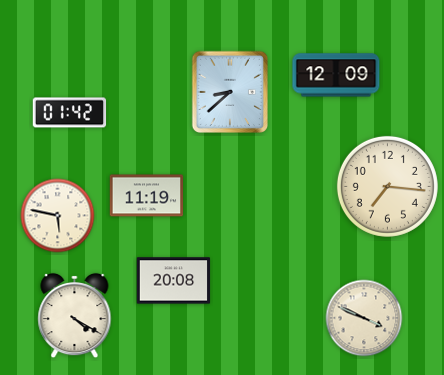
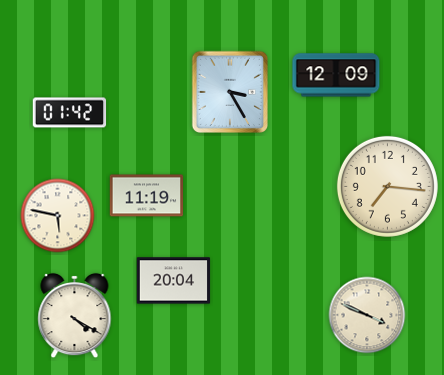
clock at (229, 91): 8:38 -> 3:25
clock at (174, 281): 20:08 -> 20:04
clock at (364, 318) position: (364, 318) -> (367, 315)
